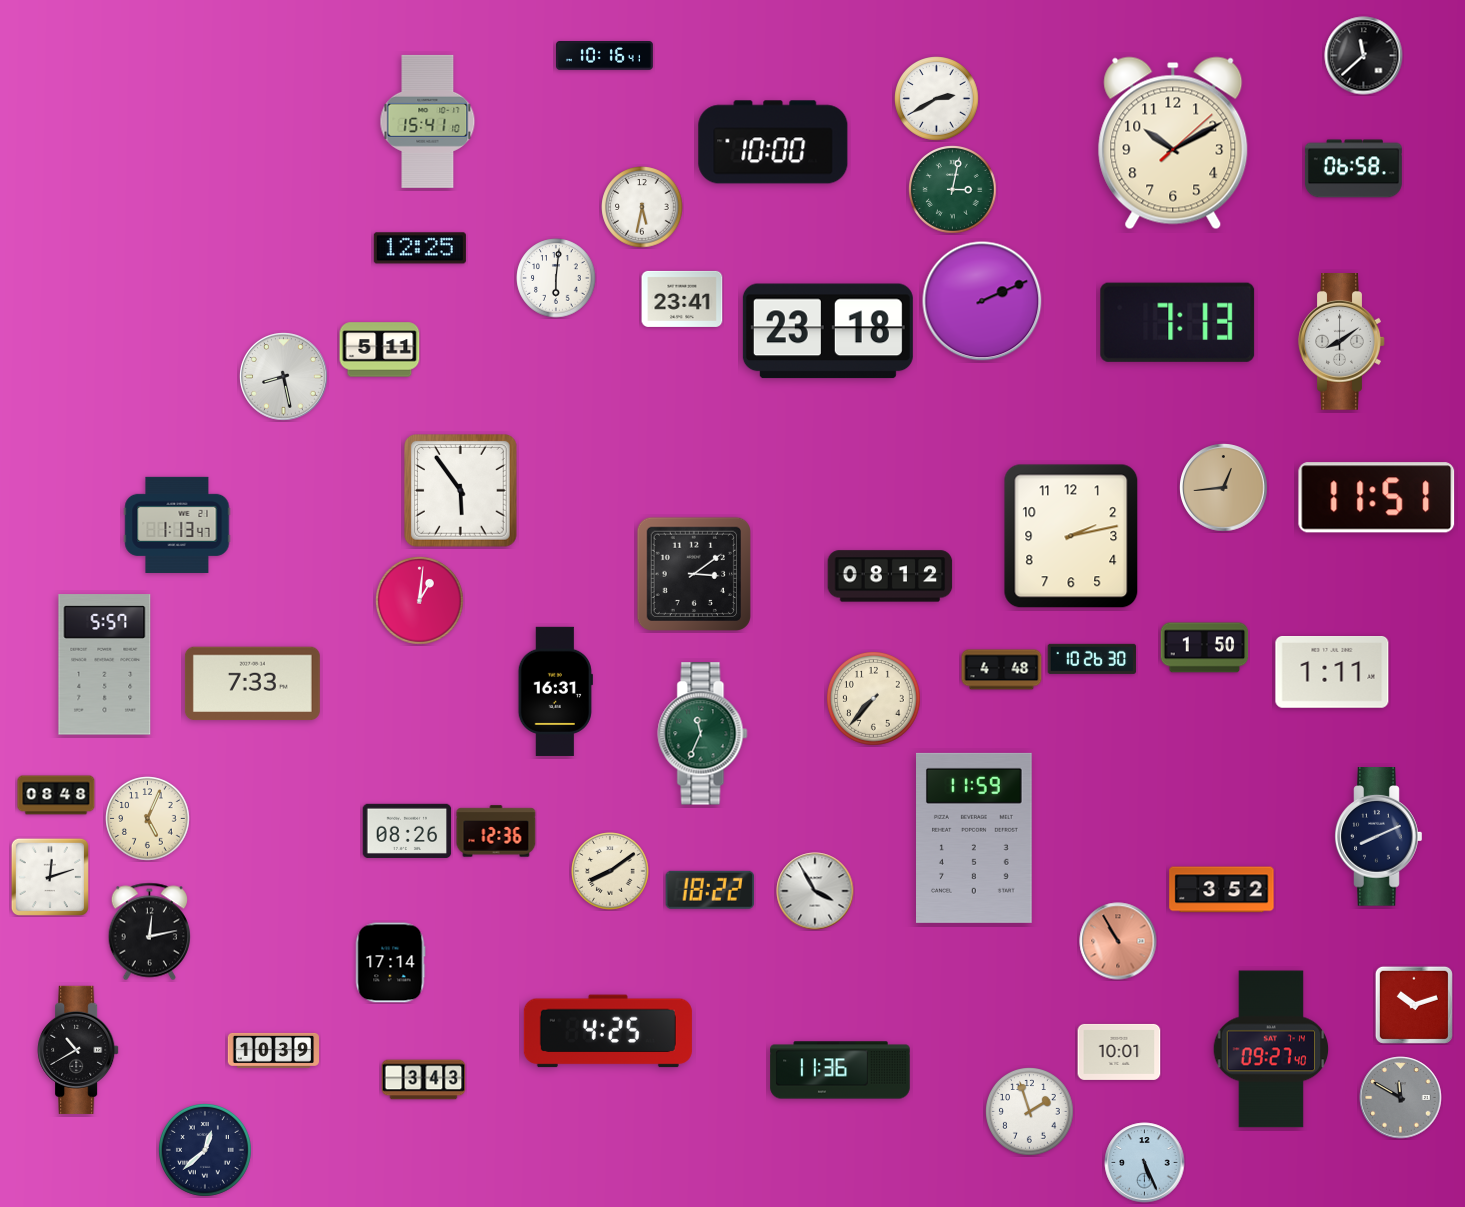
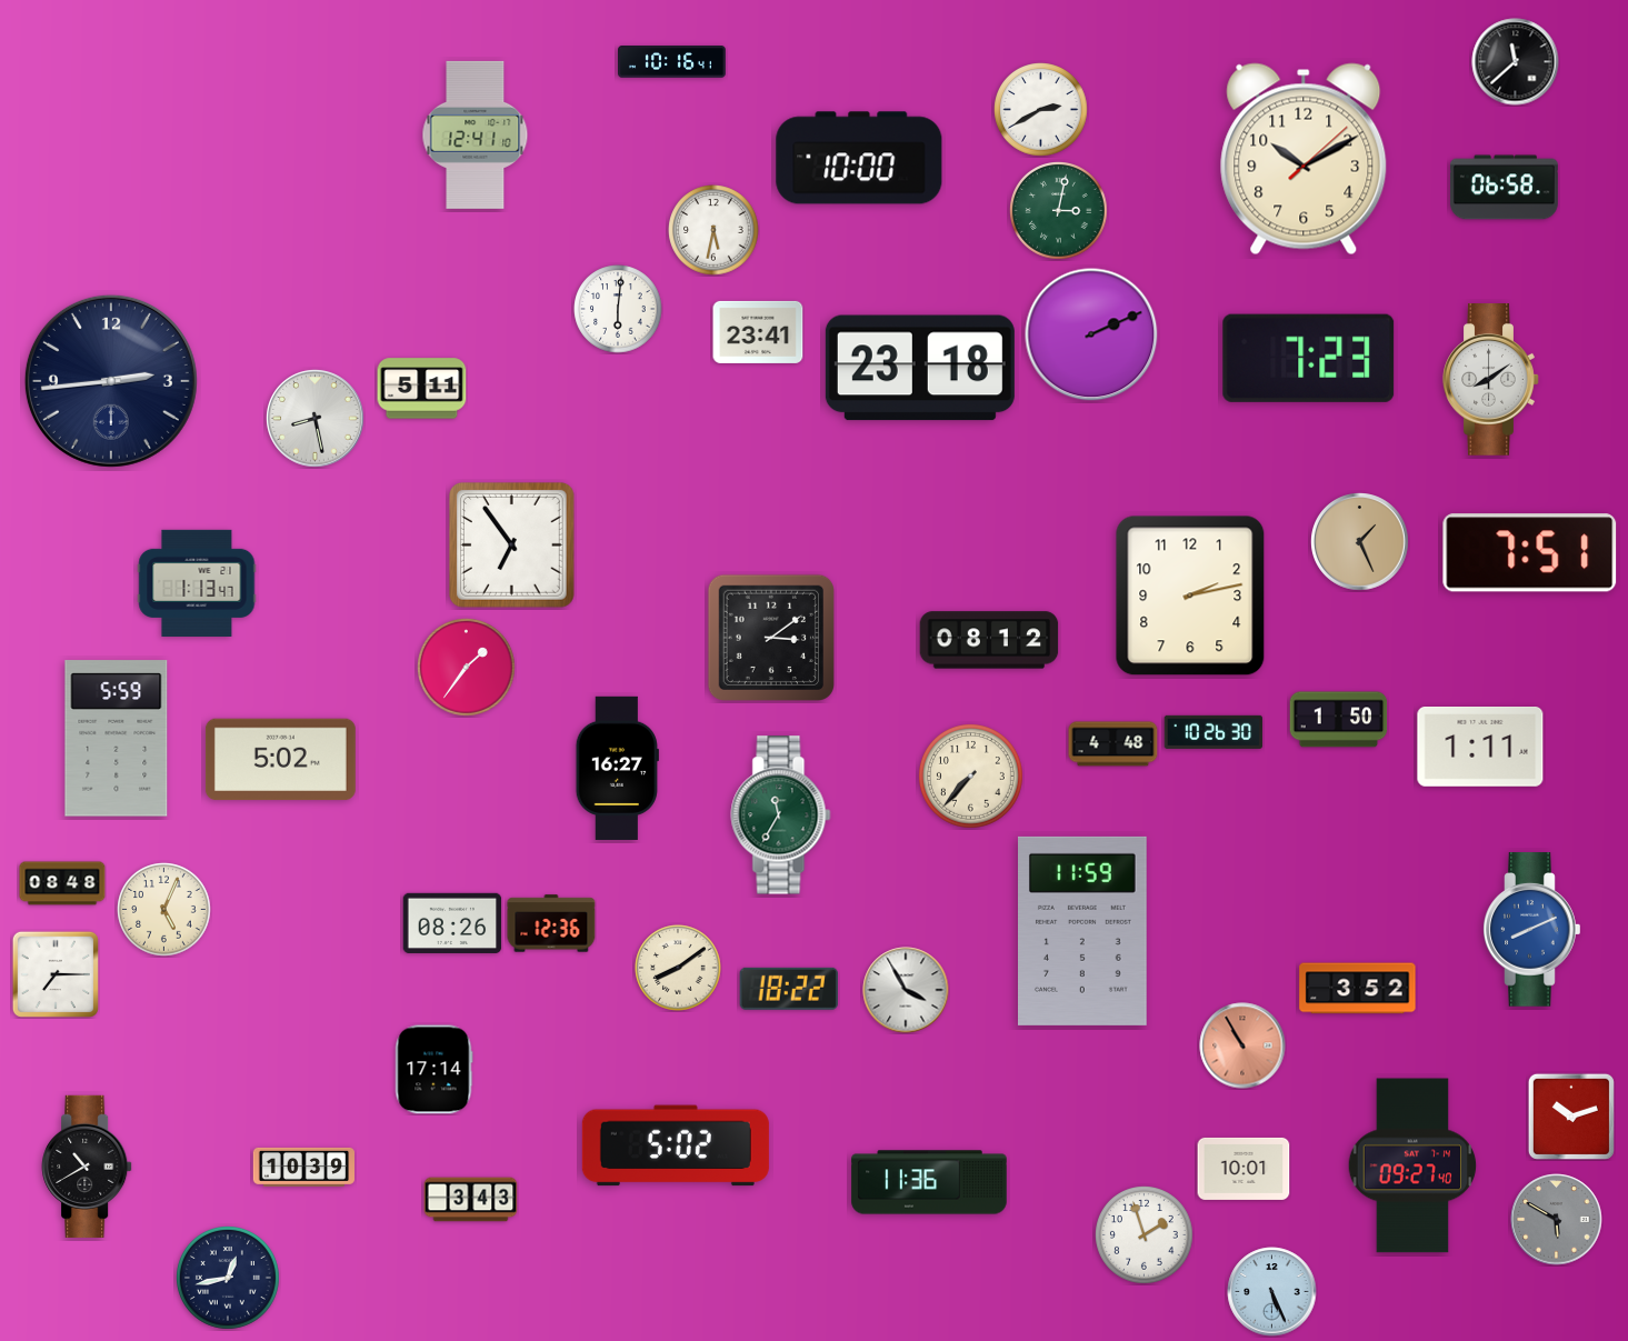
clock at (428, 121): 15:41 -> 12:41
clock at (420, 248): 12:25 -> none
clock at (1178, 322): 7:13 -> 7:23
clock at (111, 381): none -> 2:44
clock at (1224, 488): 12:44 -> 1:26
clock at (461, 491): 5:54 -> 6:54
clock at (1377, 498): 11:51 -> 7:51
clock at (420, 601): 1:01 -> 1:36
clock at (105, 665): 5:57 -> 5:59
clock at (252, 684): 7:33 -> 5:02
clock at (555, 691): 16:31 -> 16:27
clock at (703, 734): 11:34 -> 11:35
clock at (1379, 837) dial: navy -> blue
clock at (50, 877): 12:12 -> 7:15
clock at (149, 932): 12:13 -> none
clock at (608, 1031): 4:25 -> 5:02
clock at (840, 1070) position: (840, 1070) -> (929, 1182)
clock at (1401, 1098): 11:50 -> 5:50
clock at (205, 1150): 12:38 -> 12:43
